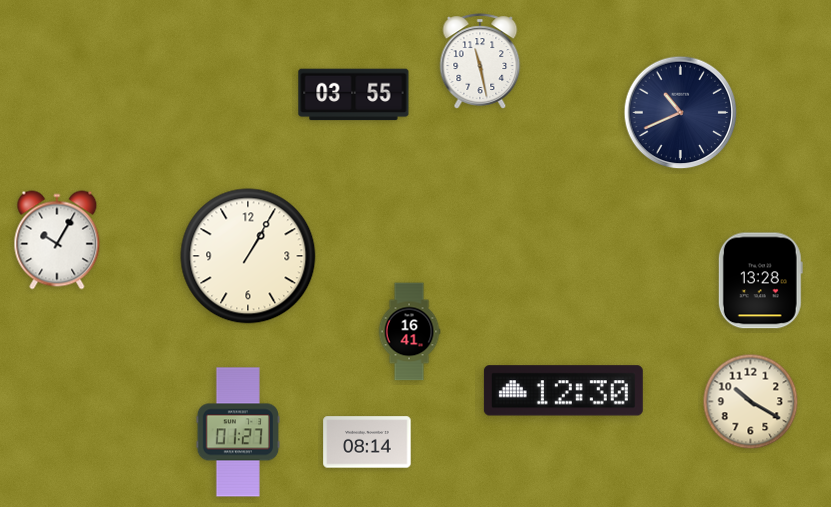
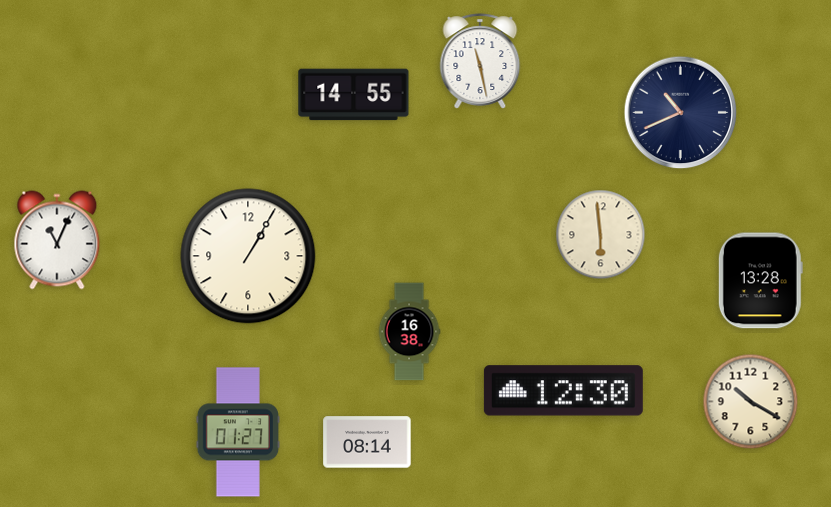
clock at (354, 95): 03:55 -> 14:55
clock at (601, 235): none -> 5:59
clock at (57, 240): 10:05 -> 11:04
clock at (409, 332): 16:41 -> 16:38
